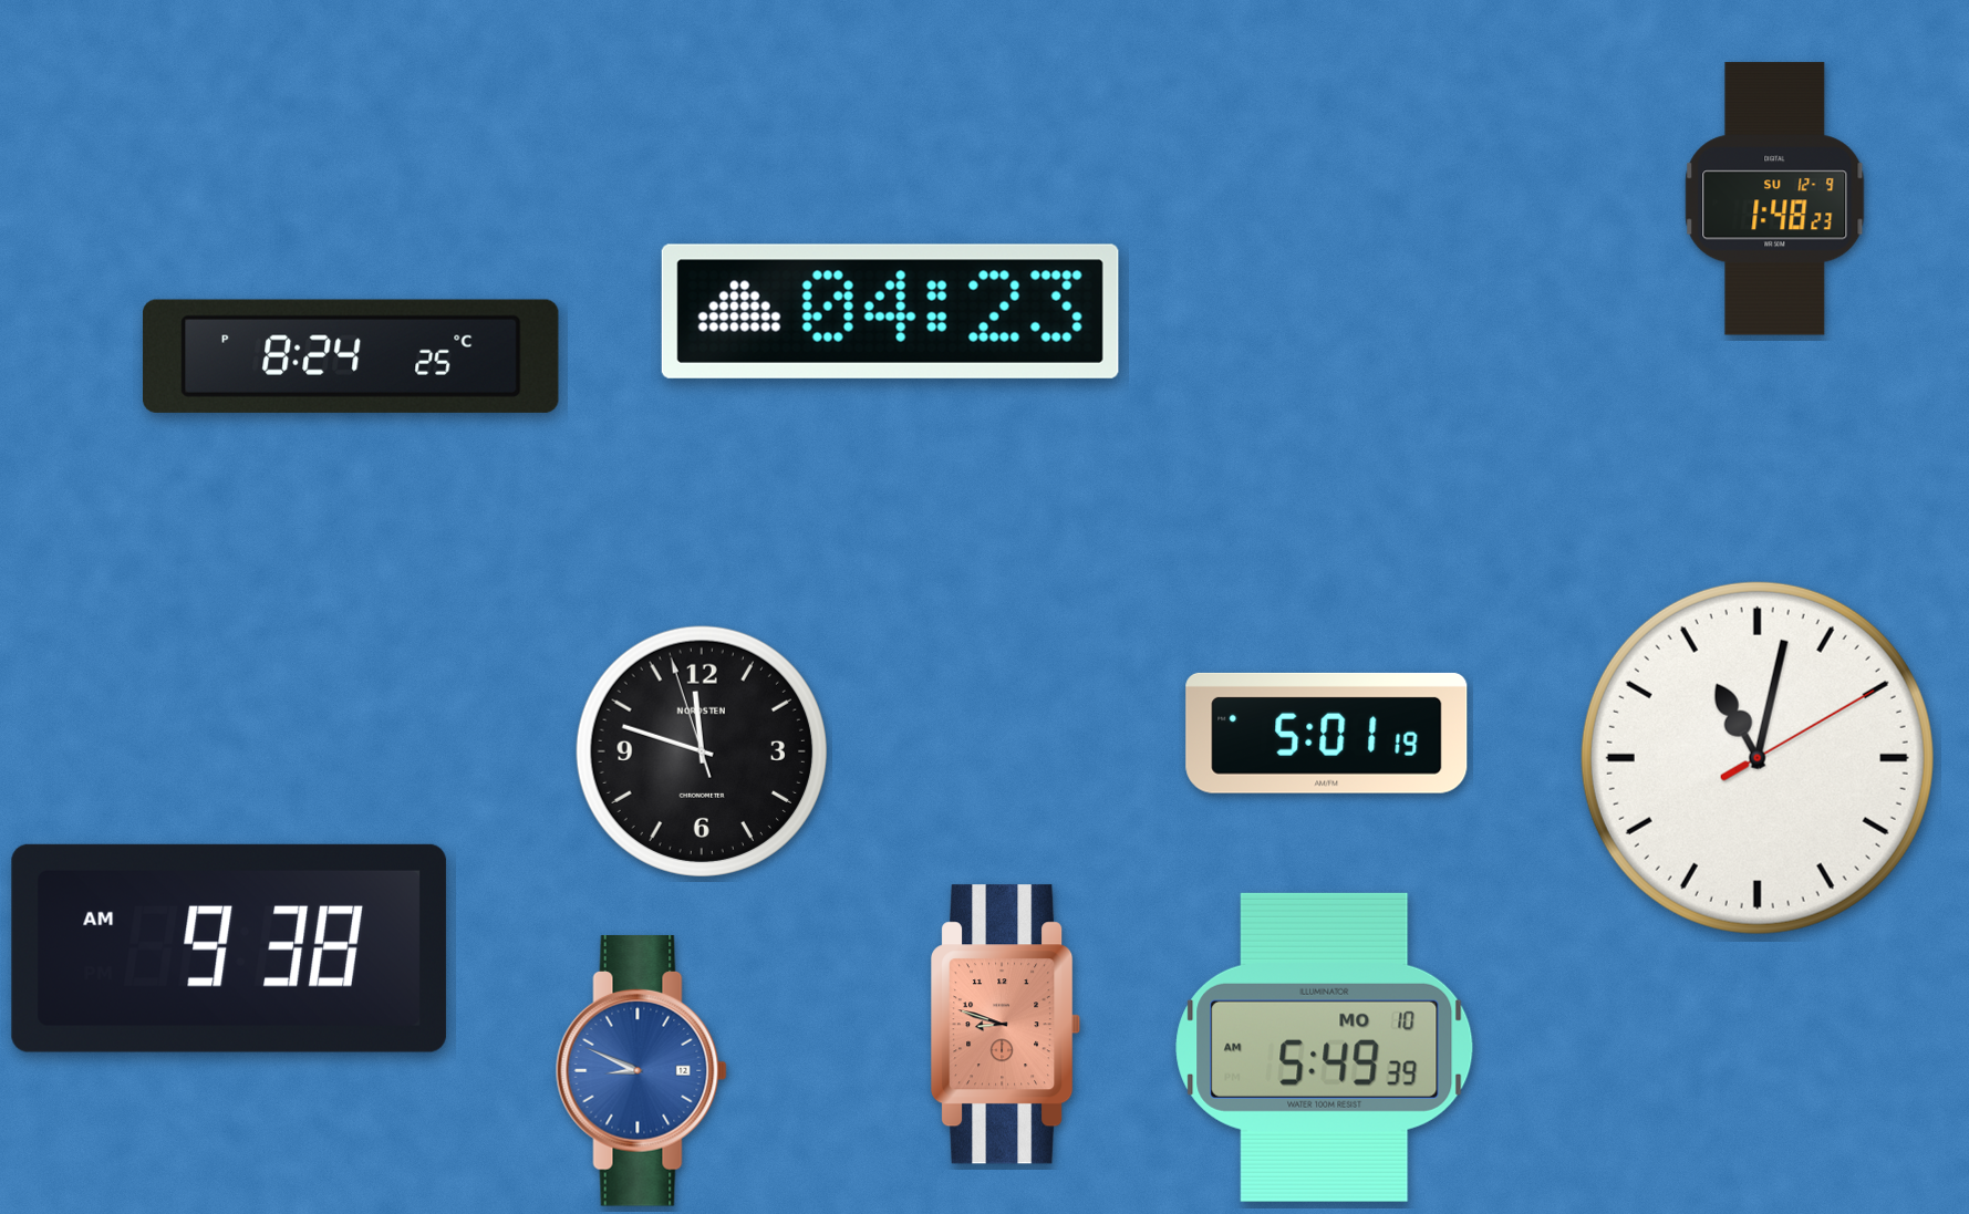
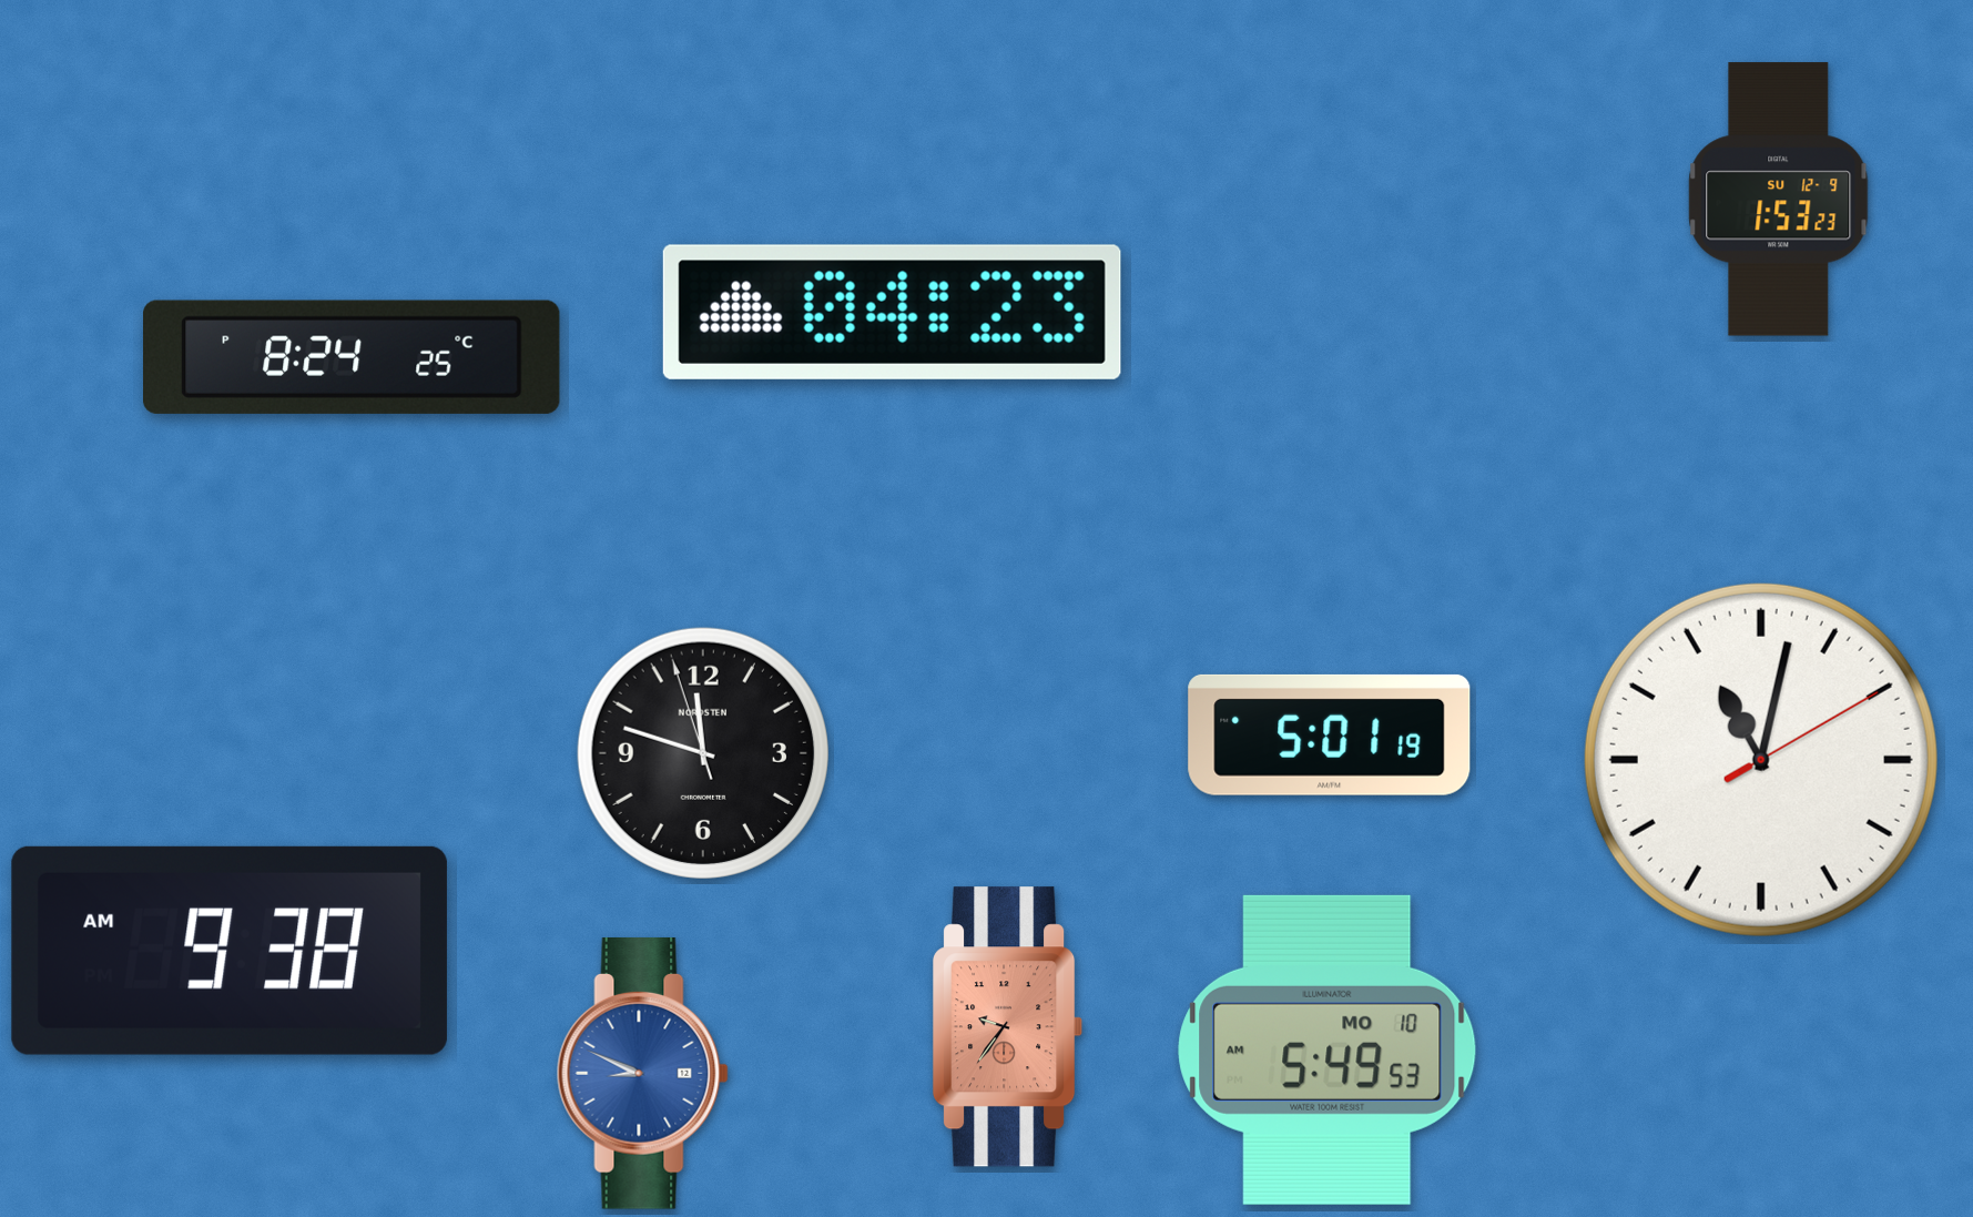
clock at (1775, 199): 1:48 -> 1:53
clock at (1007, 1025): 8:48 -> 9:36
clock at (1325, 1047): 5:49:39 AM -> 5:49:53 AM
